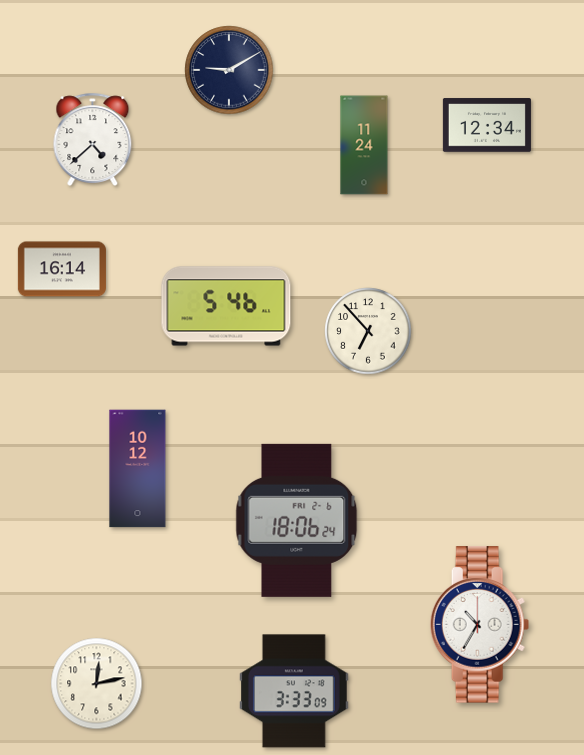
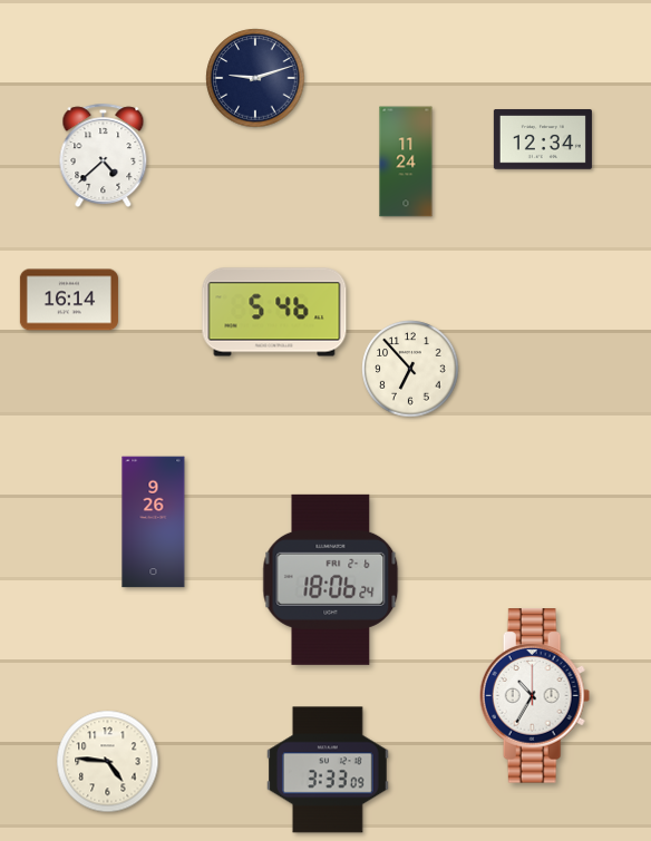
clock at (229, 70): 9:10 -> 9:12
clock at (226, 306) position: (226, 306) -> (274, 312)
clock at (138, 469): 10:12 -> 9:26
clock at (97, 684): 12:13 -> 4:46
